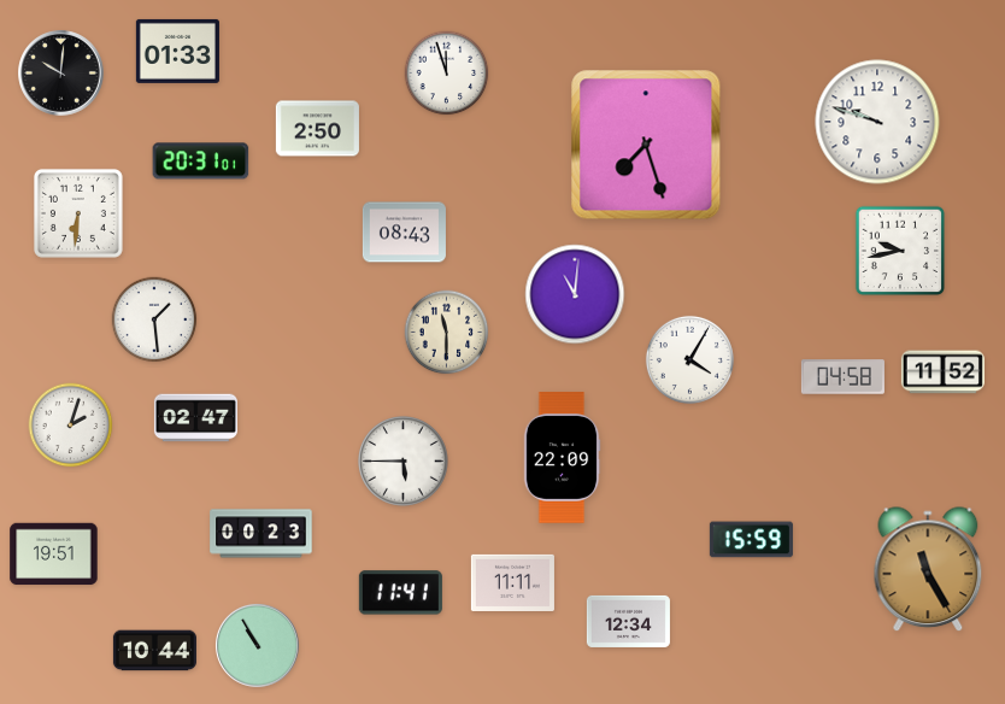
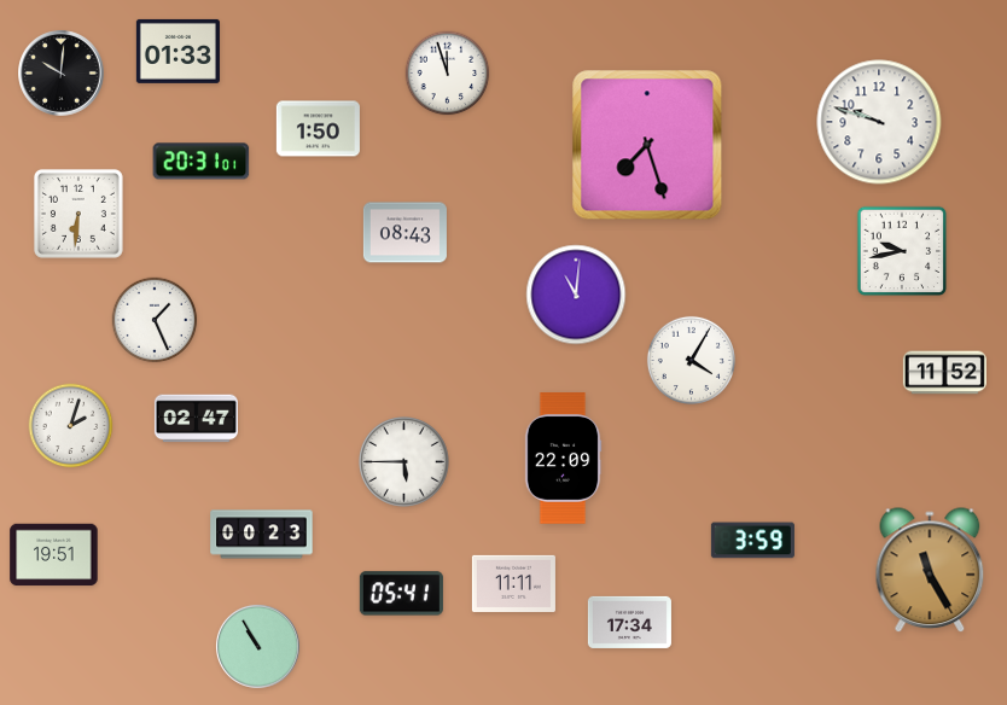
clock at (317, 129): 2:50 -> 1:50
clock at (154, 319): 1:29 -> 1:26
clock at (447, 333): 11:30 -> none
clock at (842, 377): 04:58 -> none
clock at (751, 540): 15:59 -> 3:59
clock at (400, 593): 11:41 -> 05:41
clock at (628, 621): 12:34 -> 17:34
clock at (154, 651): 10:44 -> none
